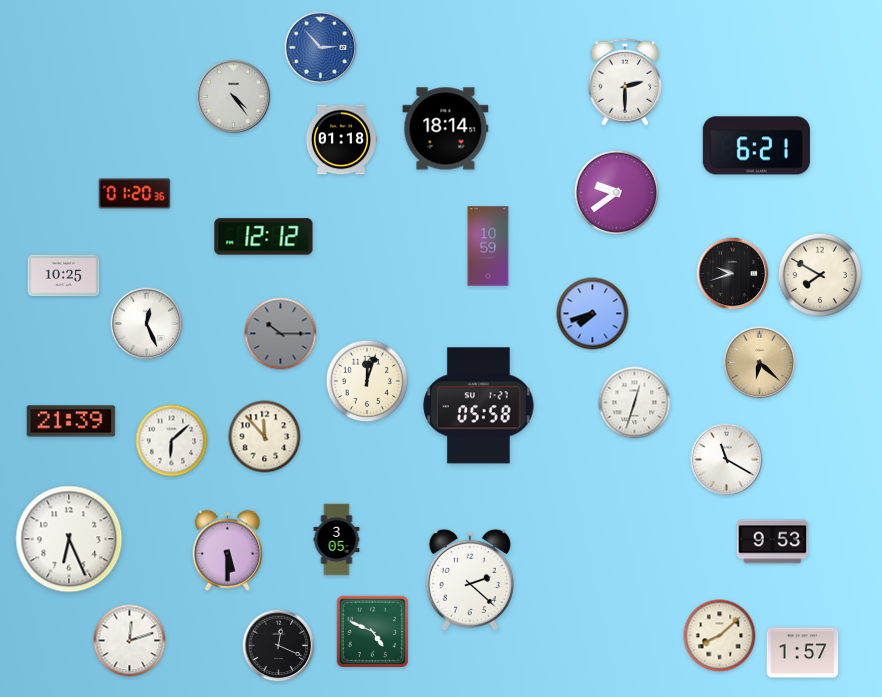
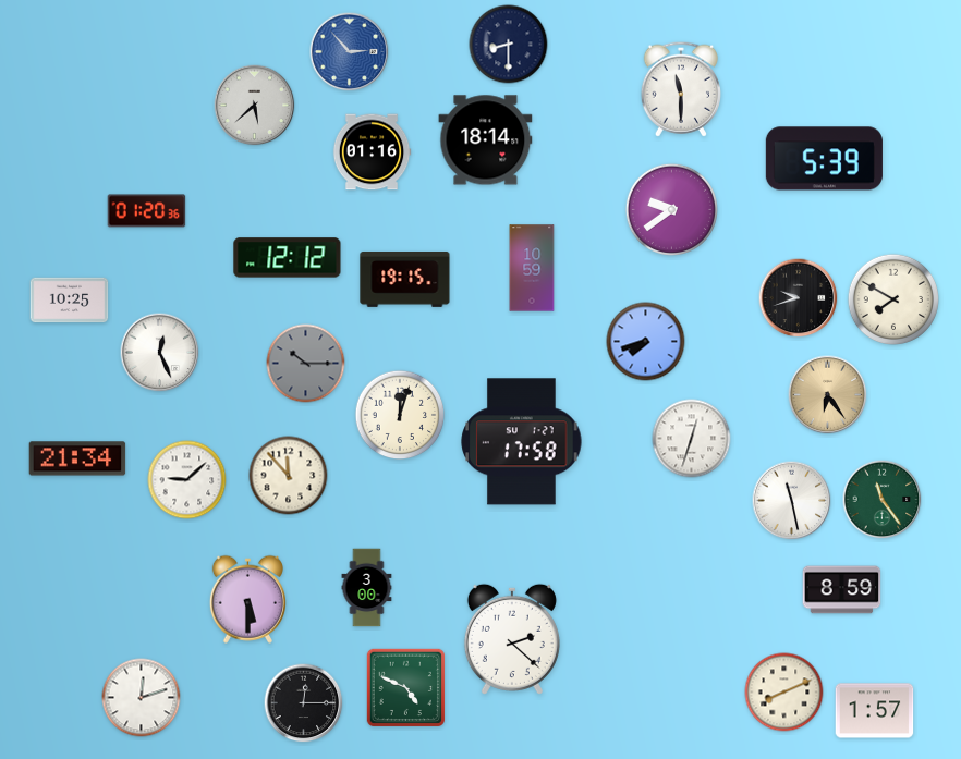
clock at (509, 45): none -> 8:30
clock at (624, 82): 2:30 -> 11:30
clock at (234, 97): 4:24 -> 5:38
clock at (341, 140): 01:18 -> 01:16
clock at (756, 146): 6:21 -> 5:39
clock at (405, 279): none -> 19:15
clock at (760, 363): 6:22 -> 6:24
clock at (479, 406): 05:58 -> 17:58
clock at (71, 421): 21:39 -> 21:34
clock at (172, 441): 6:08 -> 9:08
clock at (883, 500): none -> 11:24
clock at (727, 460): 11:20 -> 11:28
clock at (69, 539): 6:26 -> none
clock at (337, 540): 3:05 -> 3:00
clock at (773, 542): 9:53 -> 8:59
clock at (470, 580) position: (470, 580) -> (512, 639)
clock at (720, 636): 8:08 -> 8:11
clock at (279, 646): 12:19 -> 12:15
